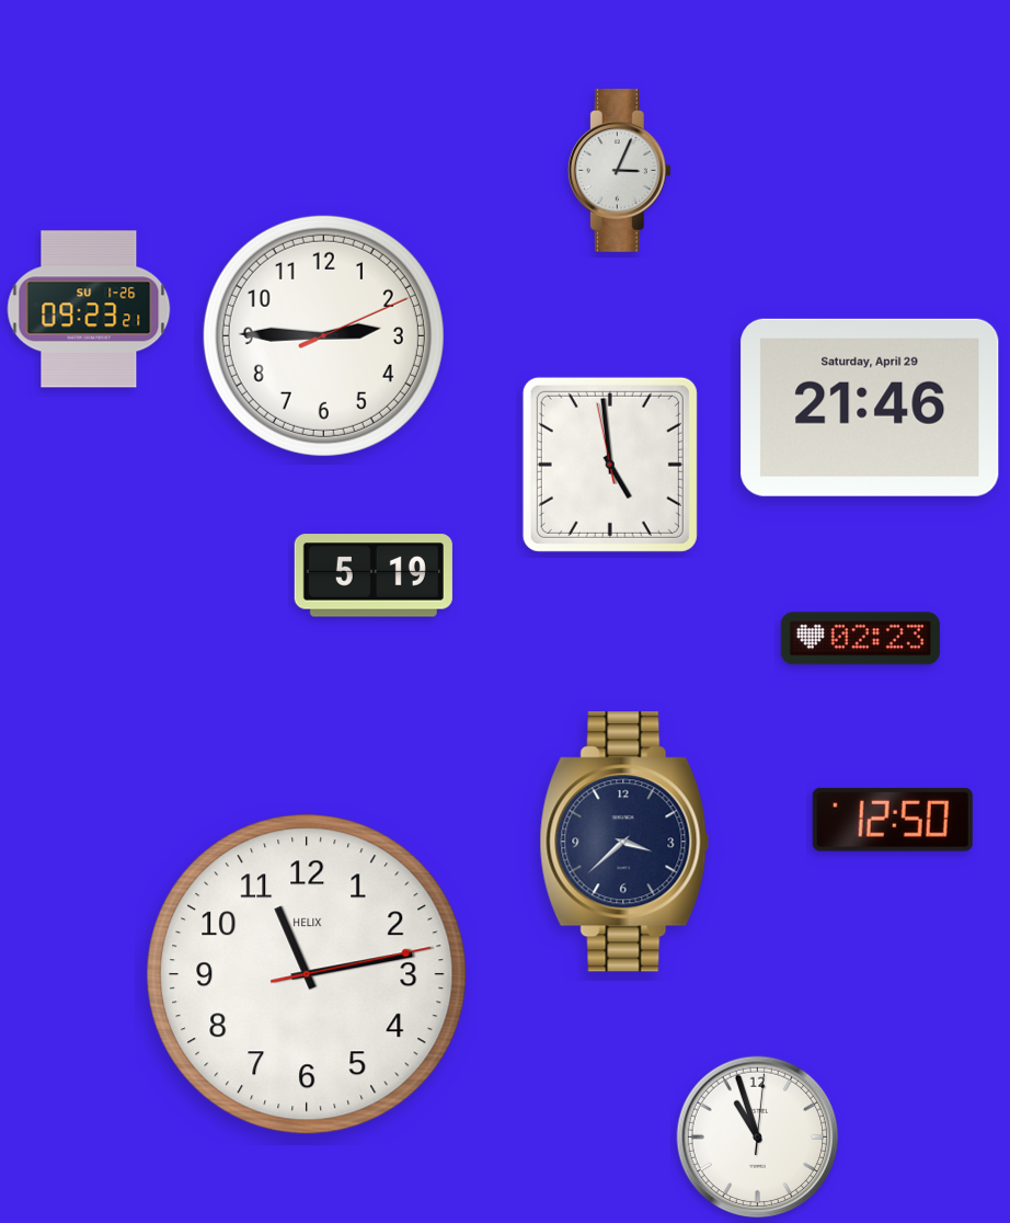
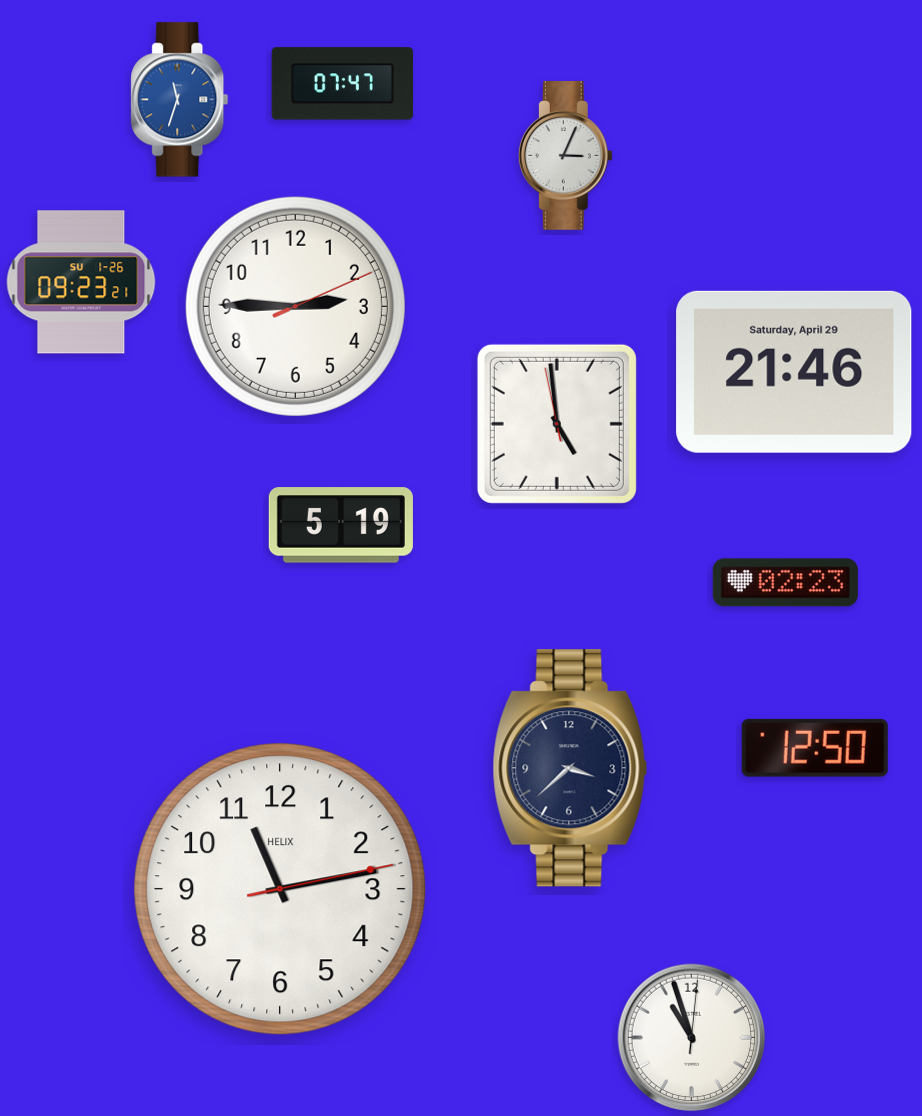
clock at (343, 84): none -> 07:47
clock at (180, 100): none -> 11:33
